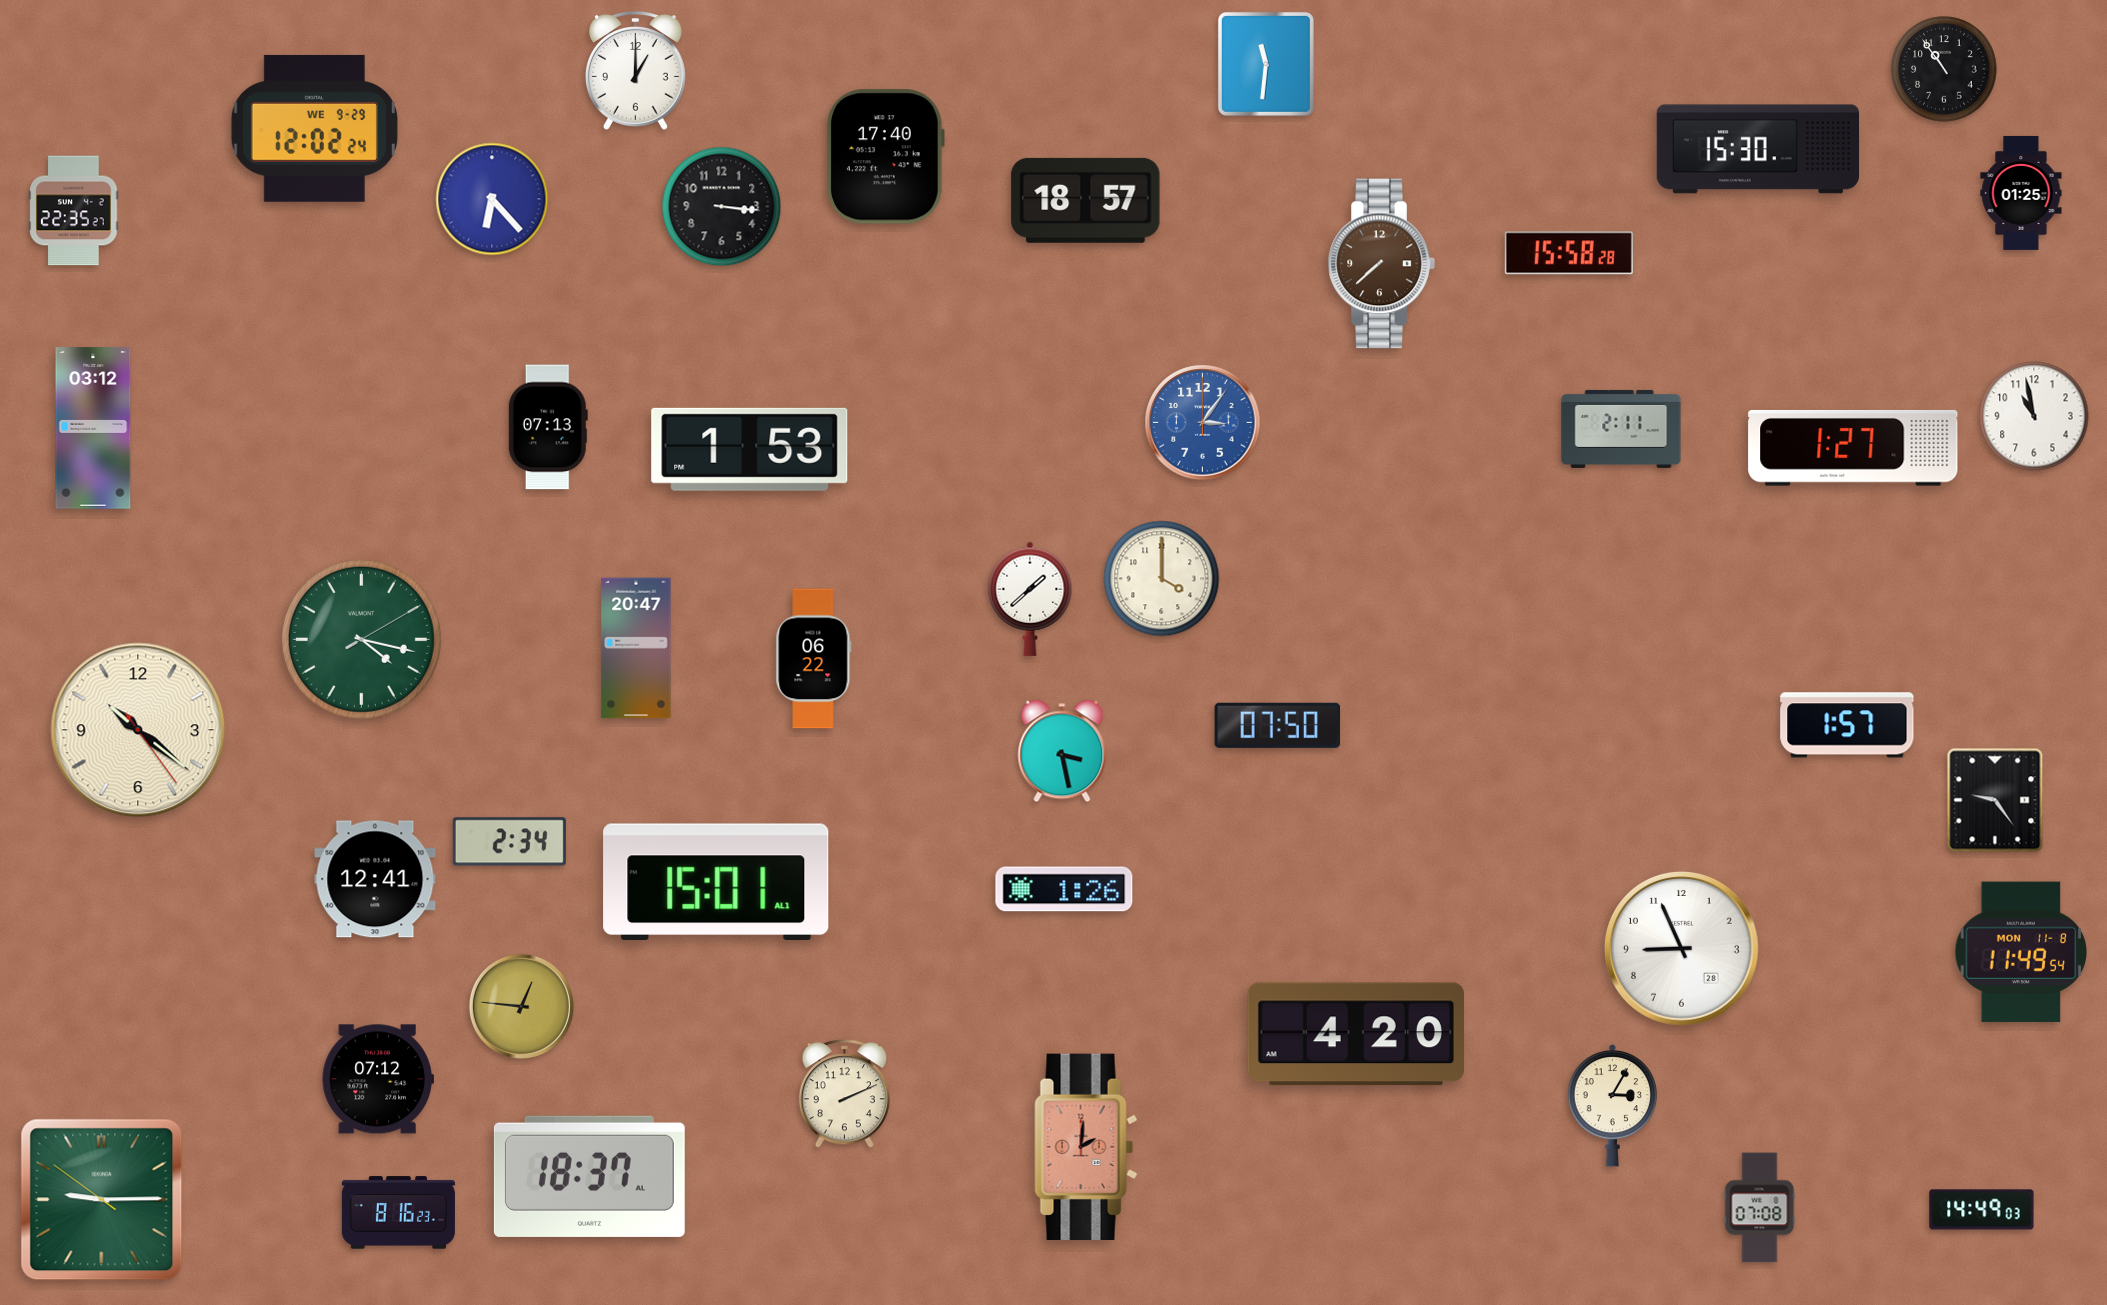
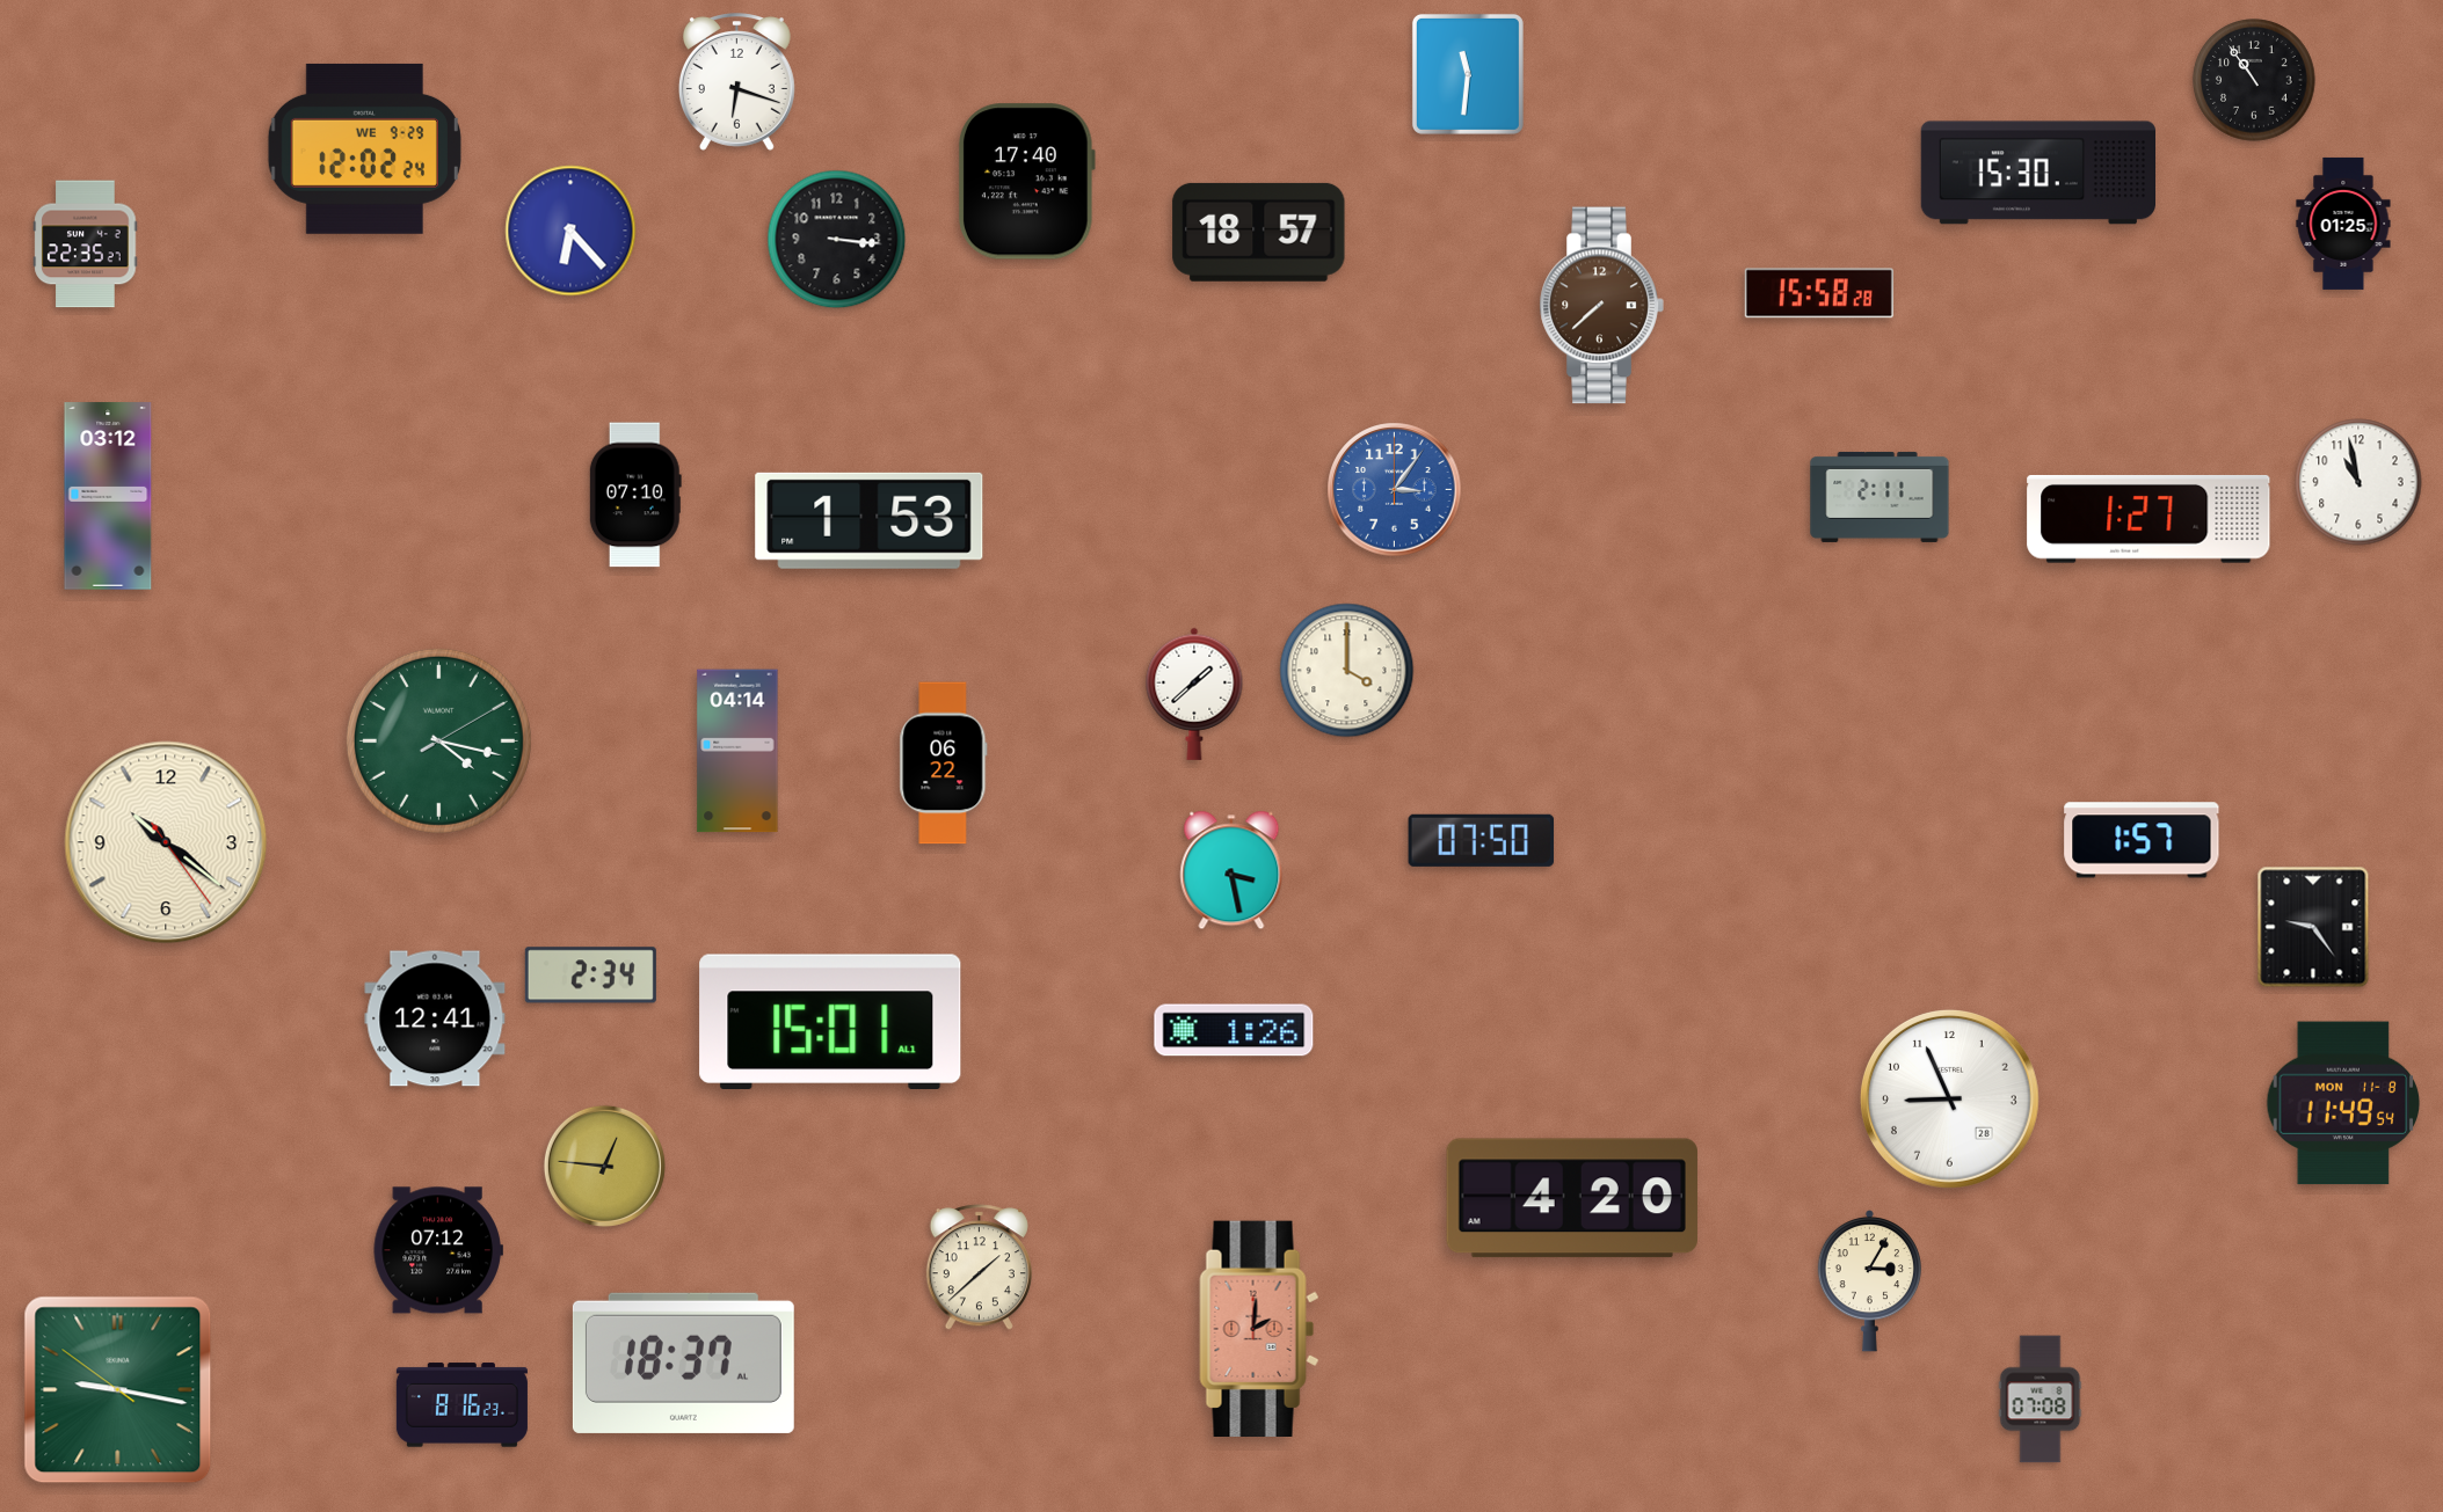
clock at (635, 71): 1:00 -> 6:18
clock at (548, 427): 07:13 -> 07:10
clock at (361, 639) position: (361, 639) -> (438, 740)
clock at (636, 648): 20:47 -> 04:14
clock at (138, 730) position: (138, 730) -> (166, 842)
clock at (844, 1094): 2:11 -> 1:38
clock at (102, 1200): 9:14 -> 9:16
clock at (1982, 1210): 14:49 -> none
